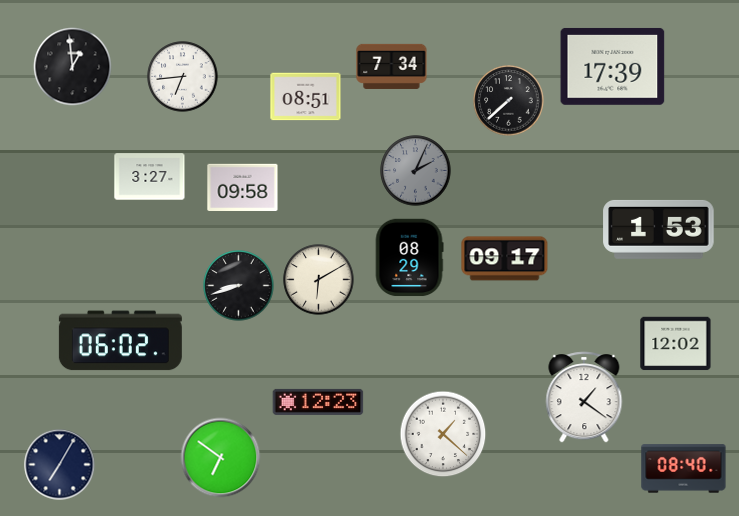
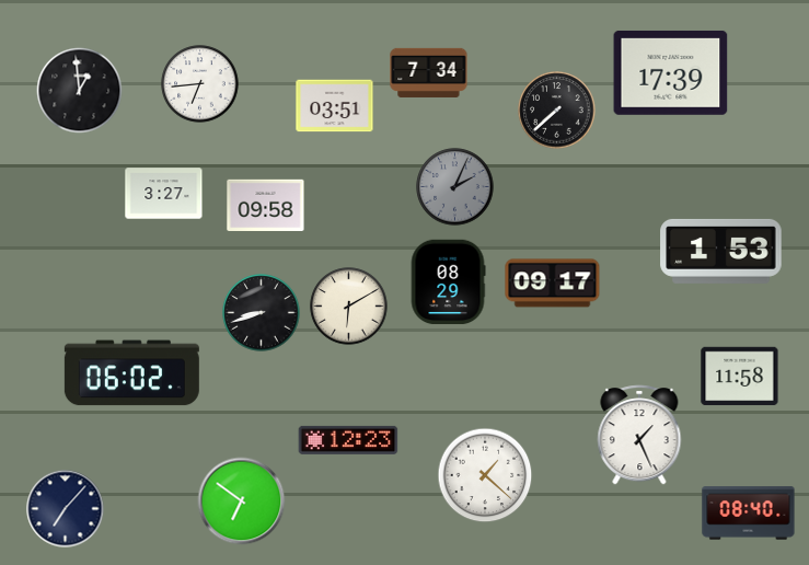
clock at (73, 67) position: (73, 67) -> (80, 91)
clock at (306, 97): 08:51 -> 03:51
clock at (676, 344): 12:02 -> 11:58
clock at (584, 397): 1:21 -> 1:26
clock at (60, 465): 7:05 -> 7:07
